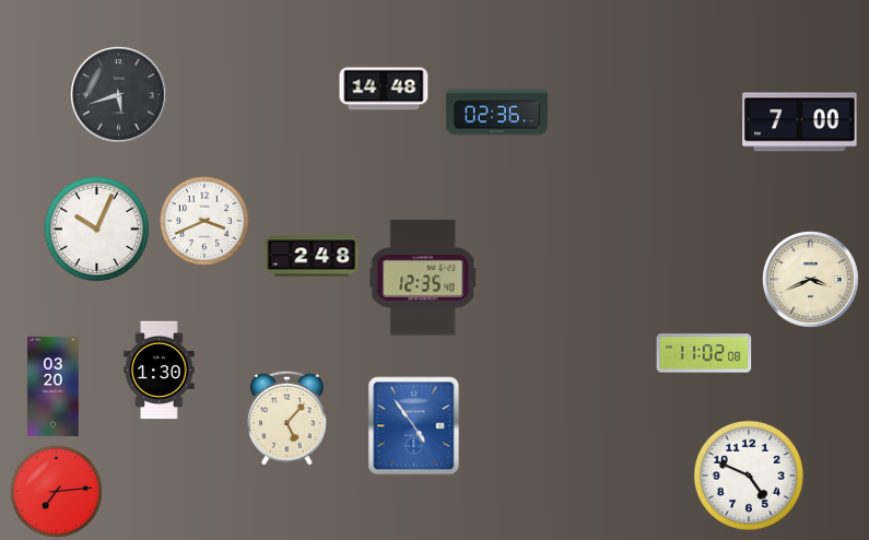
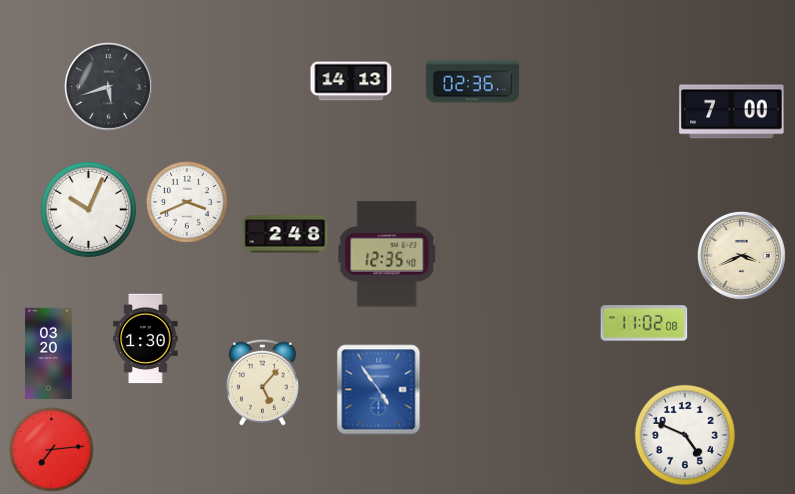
clock at (384, 89): 14:48 -> 14:13
clock at (496, 113) position: (496, 113) -> (472, 82)
